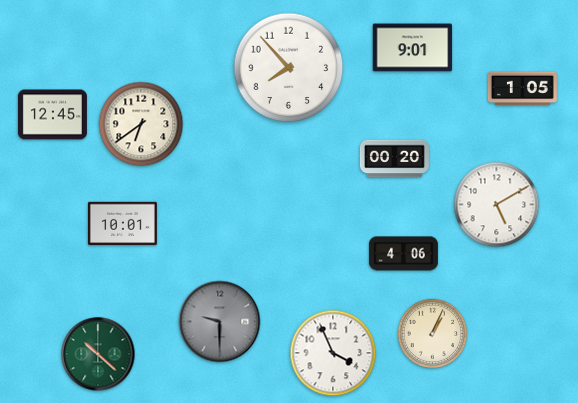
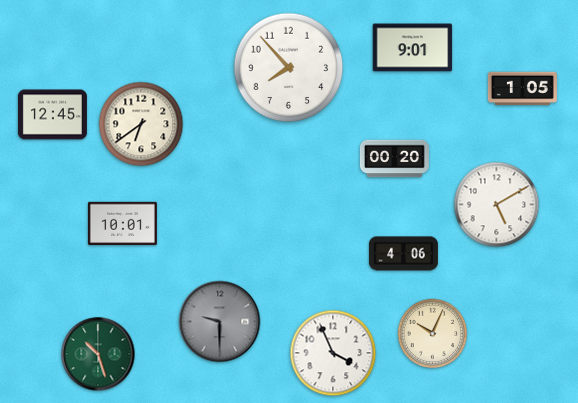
clock at (433, 334): 1:04 -> 10:04
clock at (98, 354): 10:22 -> 10:27
